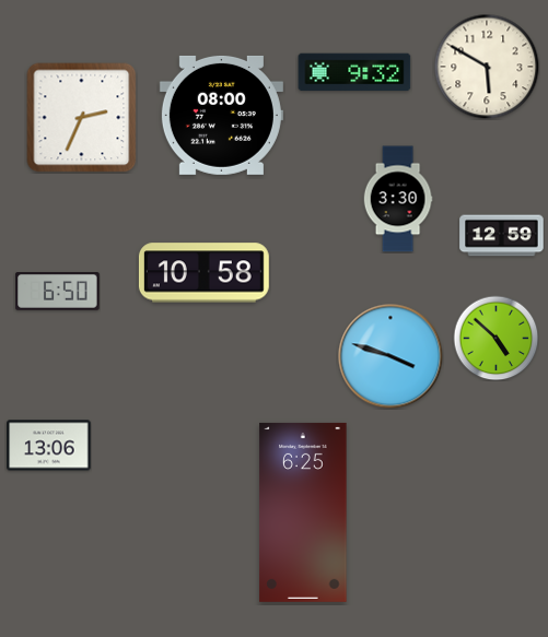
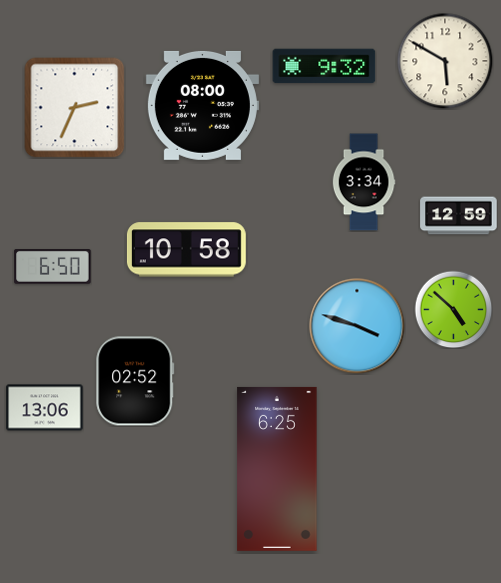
clock at (398, 199): 3:30 -> 3:34
clock at (135, 381): none -> 02:52
